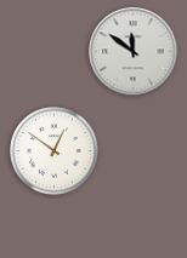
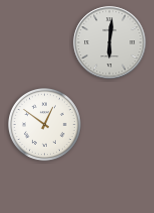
clock at (134, 52): 11:51 -> 6:01
